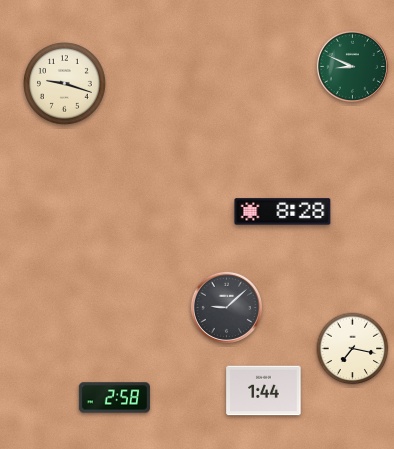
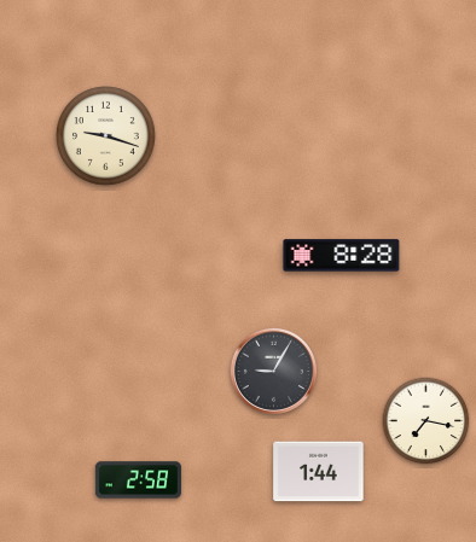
clock at (352, 66): 8:49 -> none
clock at (65, 84) position: (65, 84) -> (106, 136)
clock at (226, 307): 9:08 -> 9:05
